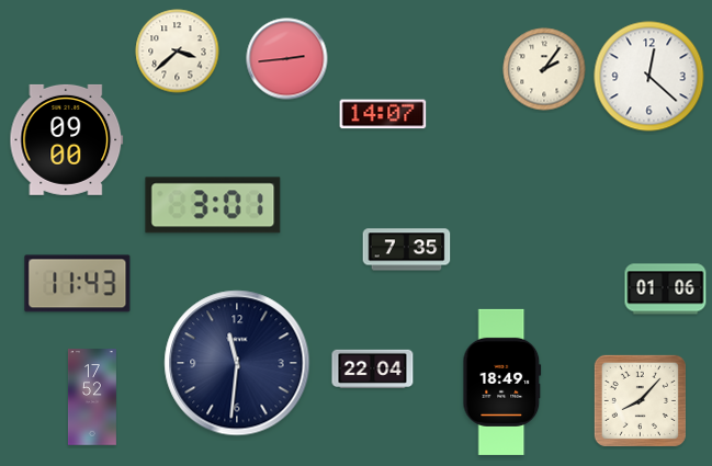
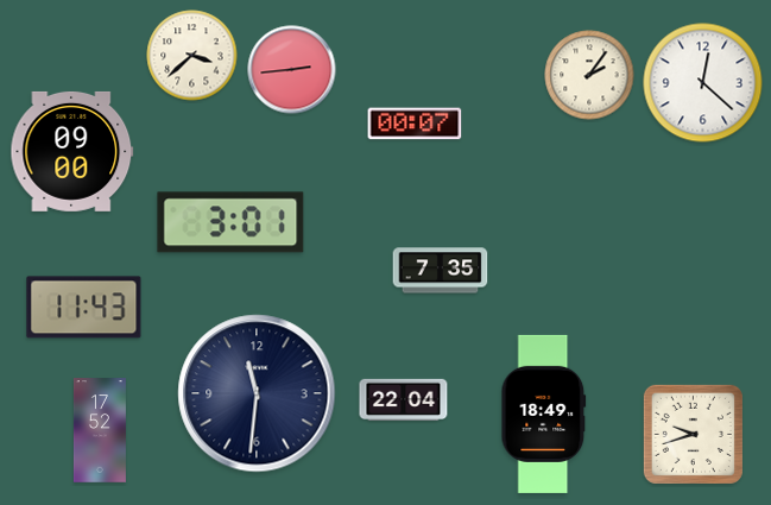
clock at (287, 59) position: (287, 59) -> (292, 70)
clock at (383, 114): 14:07 -> 00:07
clock at (666, 289): 01:06 -> none
clock at (640, 400): 8:07 -> 9:42
